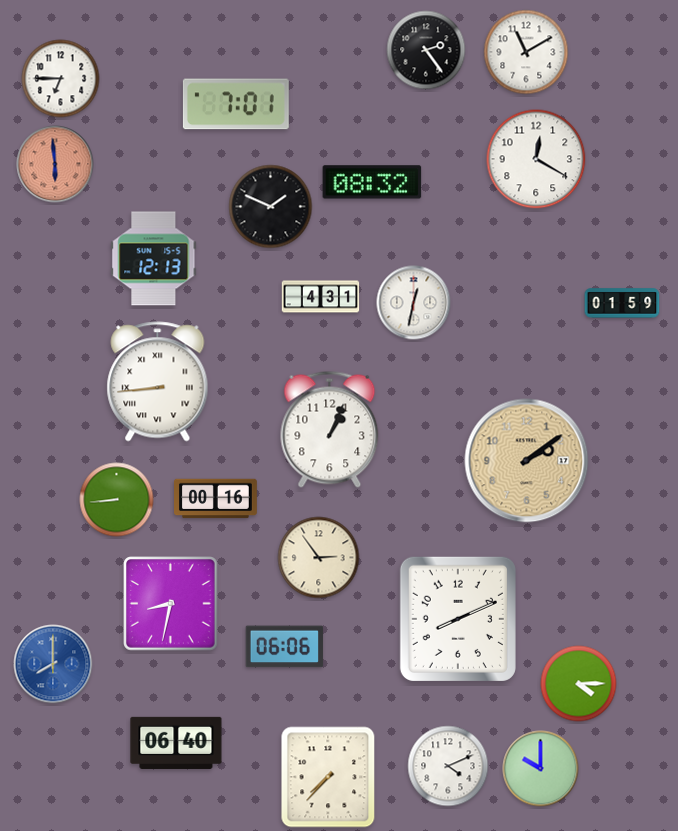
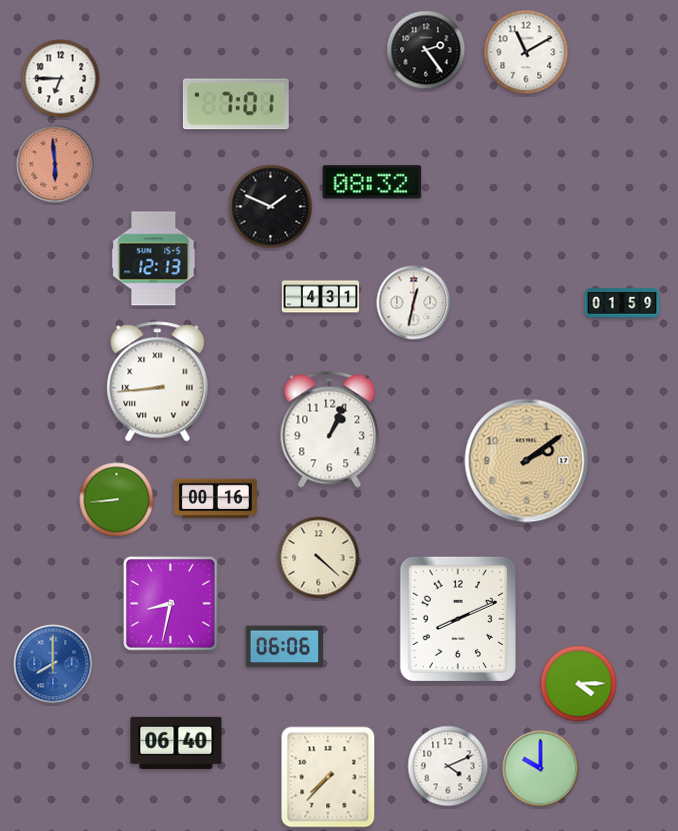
clock at (536, 159): 12:20 -> none
clock at (319, 558): 2:54 -> 4:22
